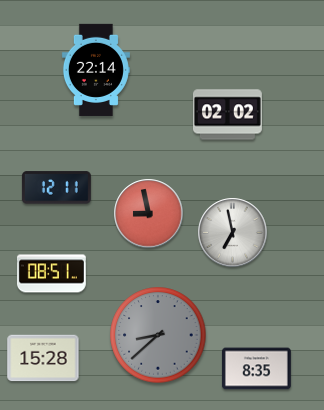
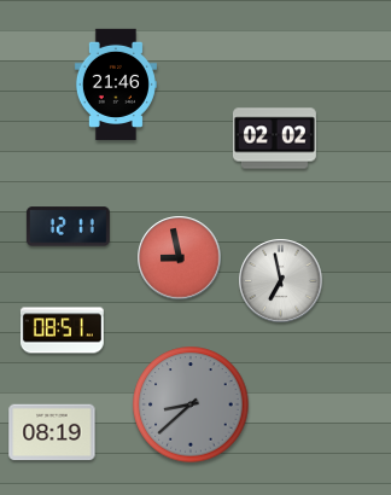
clock at (96, 70): 22:14 -> 21:46
clock at (43, 358): 15:28 -> 08:19
clock at (256, 369): 8:35 -> none
